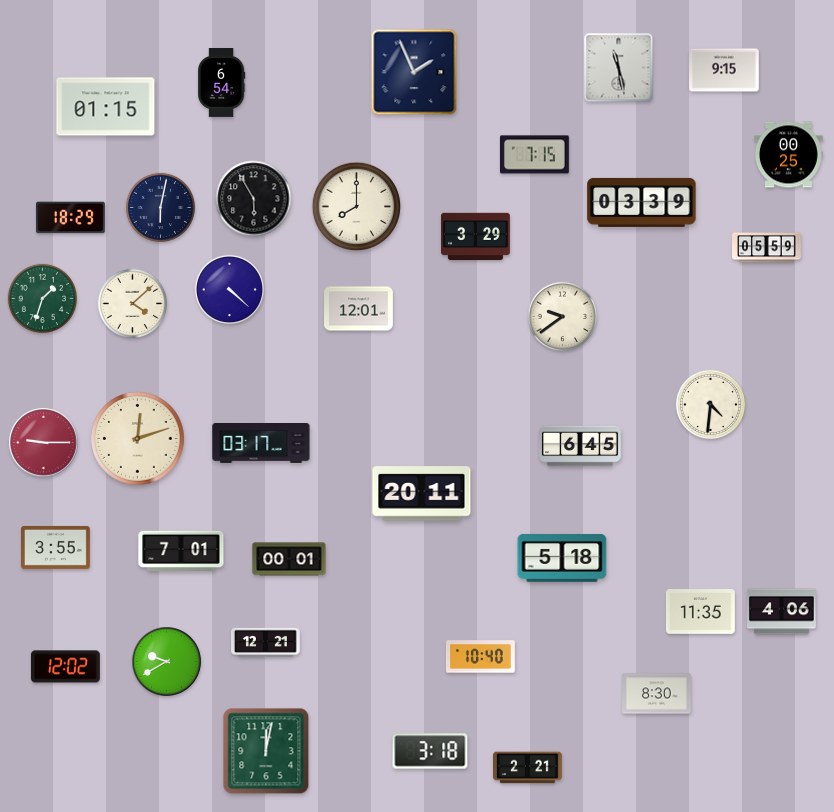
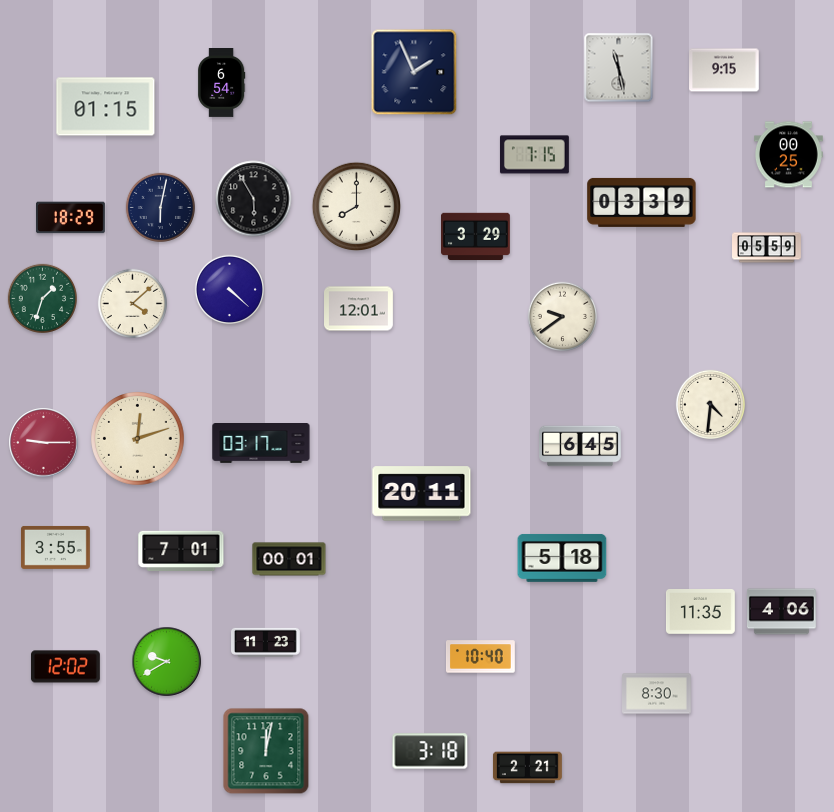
clock at (266, 642): 12:21 -> 11:23
